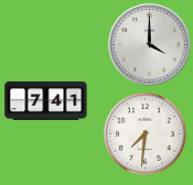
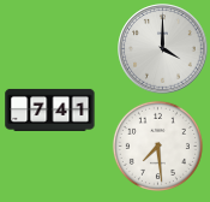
clock at (144, 133): 7:31 -> 7:29
